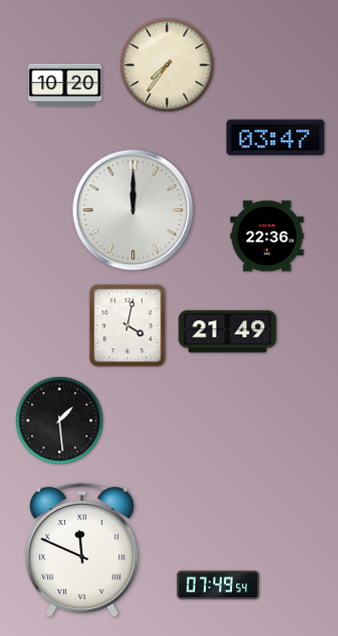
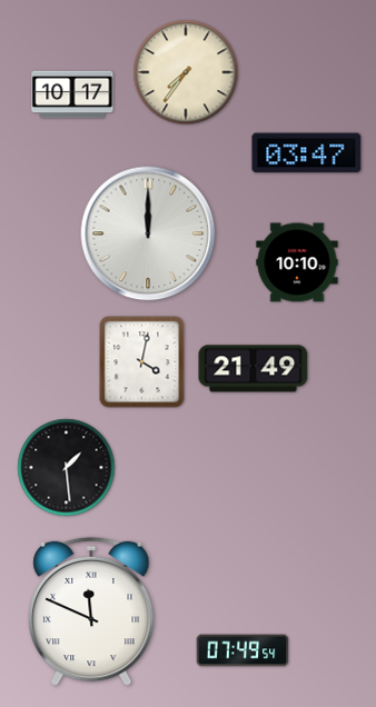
clock at (65, 85): 10:20 -> 10:17
clock at (267, 236): 22:36 -> 10:10
